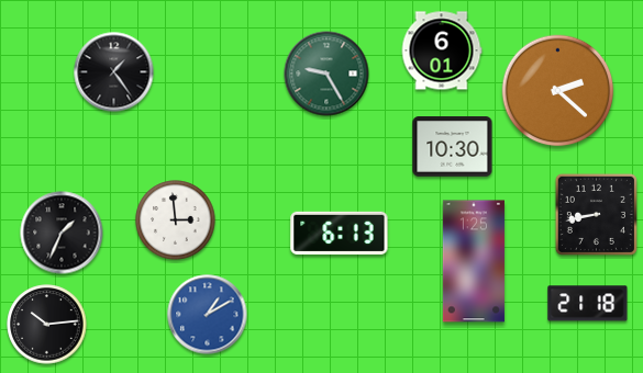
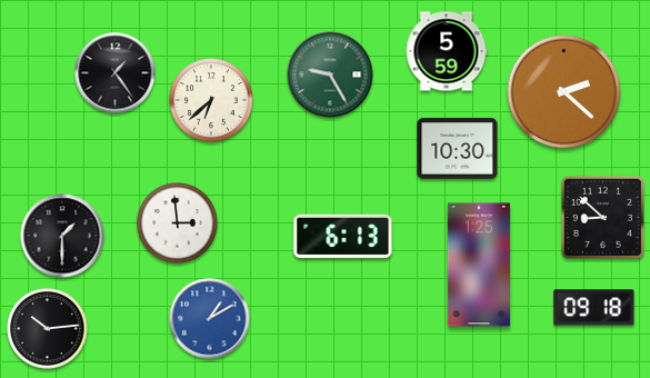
clock at (442, 50): 6:01 -> 5:59
clock at (211, 100): none -> 6:38
clock at (596, 214): 8:43 -> 8:52
clock at (62, 233): 1:34 -> 1:30
clock at (588, 304): 21:18 -> 09:18
